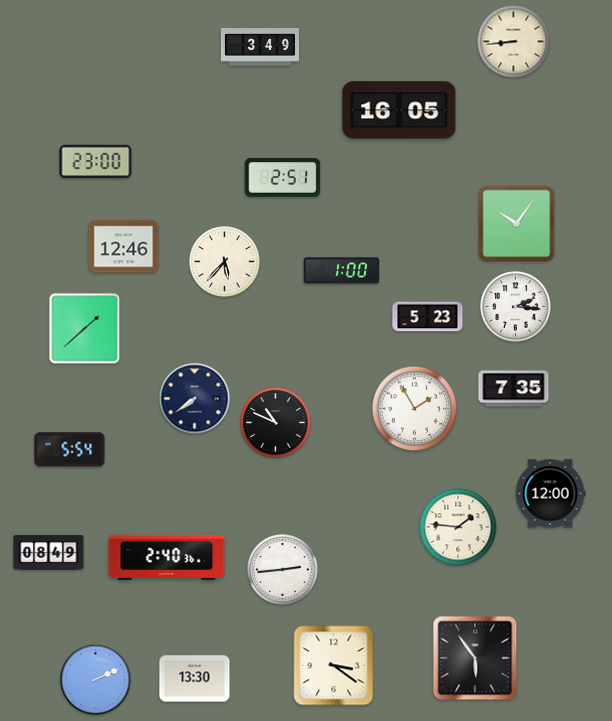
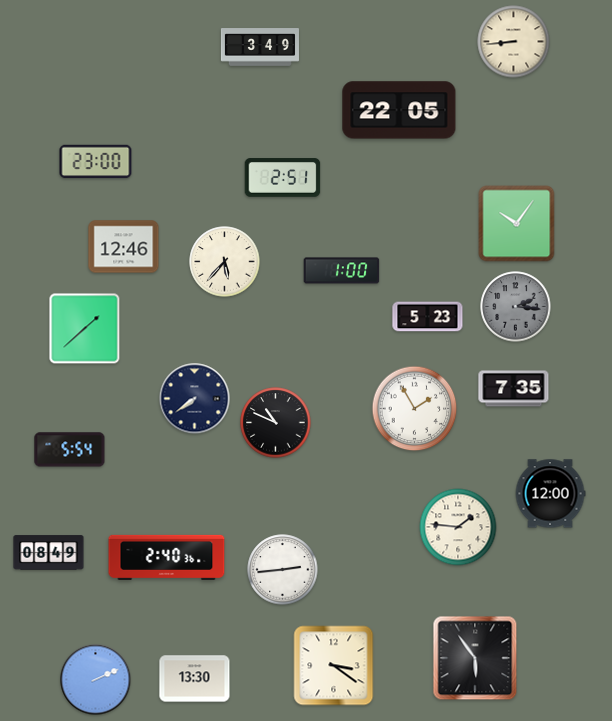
clock at (399, 110): 16:05 -> 22:05
clock at (516, 307) dial: white -> grey
